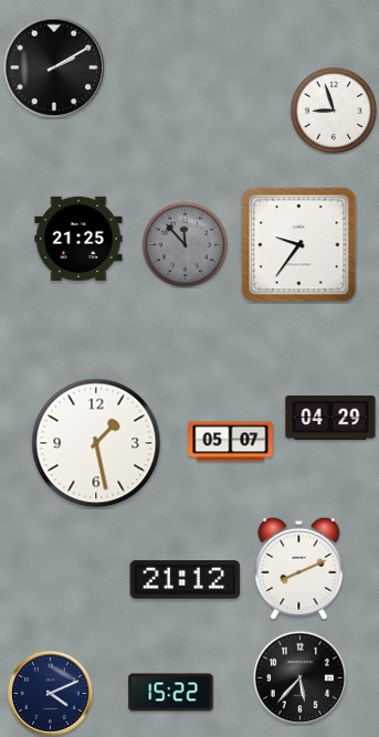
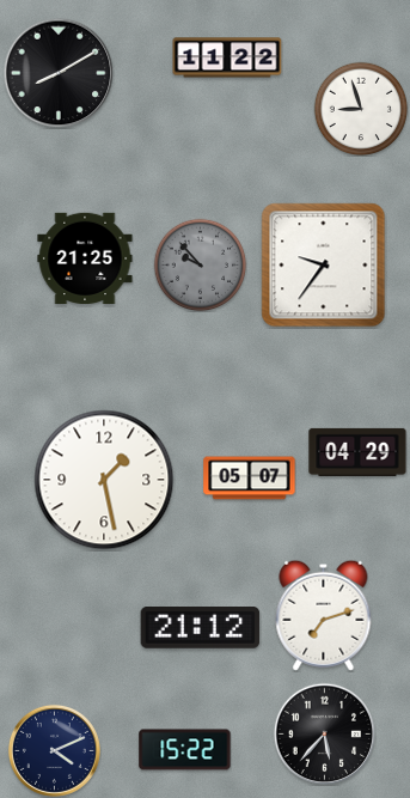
clock at (227, 57): none -> 11:22
clock at (54, 67): 2:10 -> 8:10
clock at (334, 110) position: (334, 110) -> (361, 109)
clock at (185, 244): 11:53 -> 9:53
clock at (299, 568): 8:11 -> 7:12
